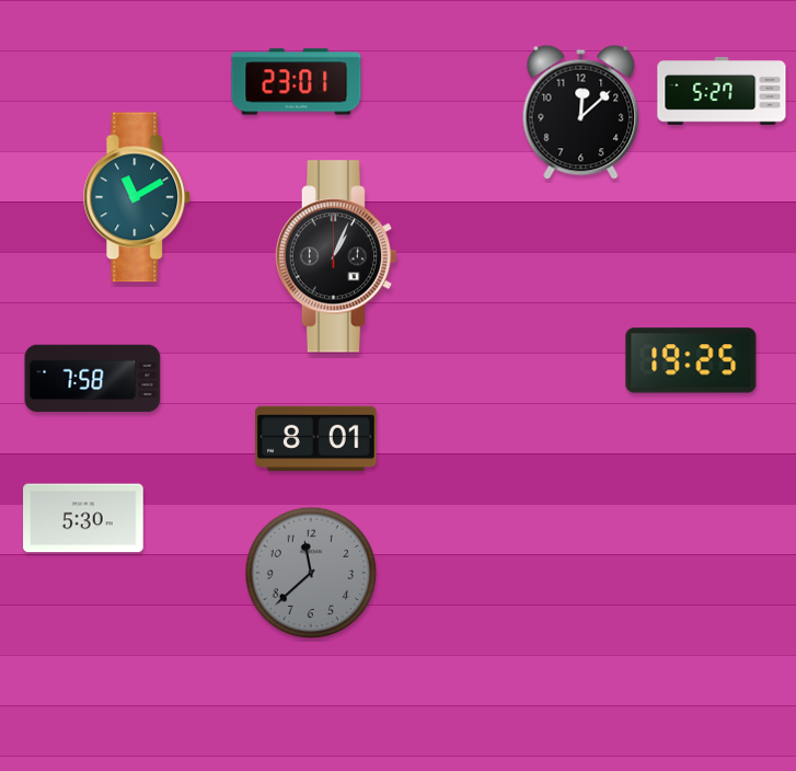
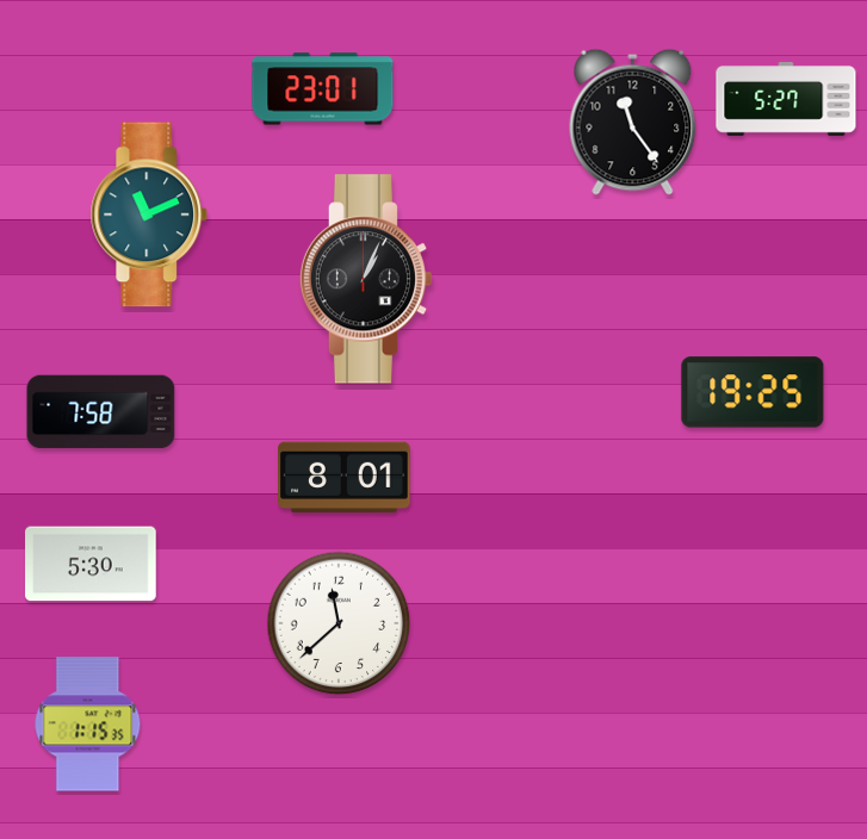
clock at (581, 112): 12:08 -> 11:24
clock at (137, 197): 11:10 -> 11:11
clock at (311, 573) dial: grey -> white
clock at (88, 725): none -> 1:15
